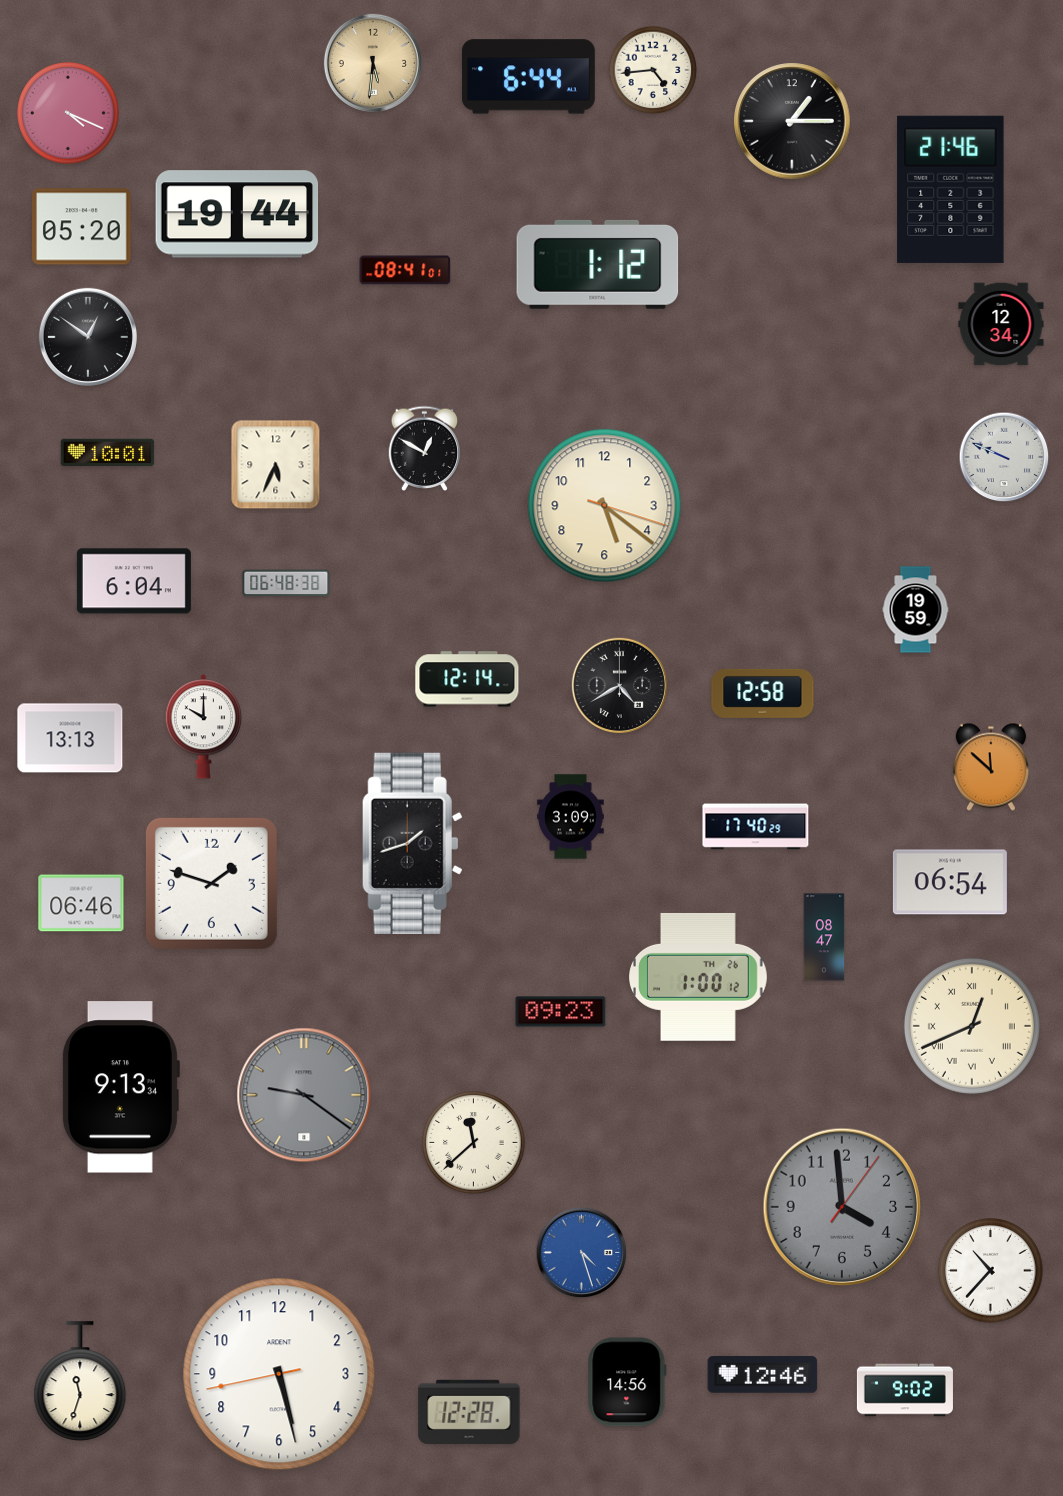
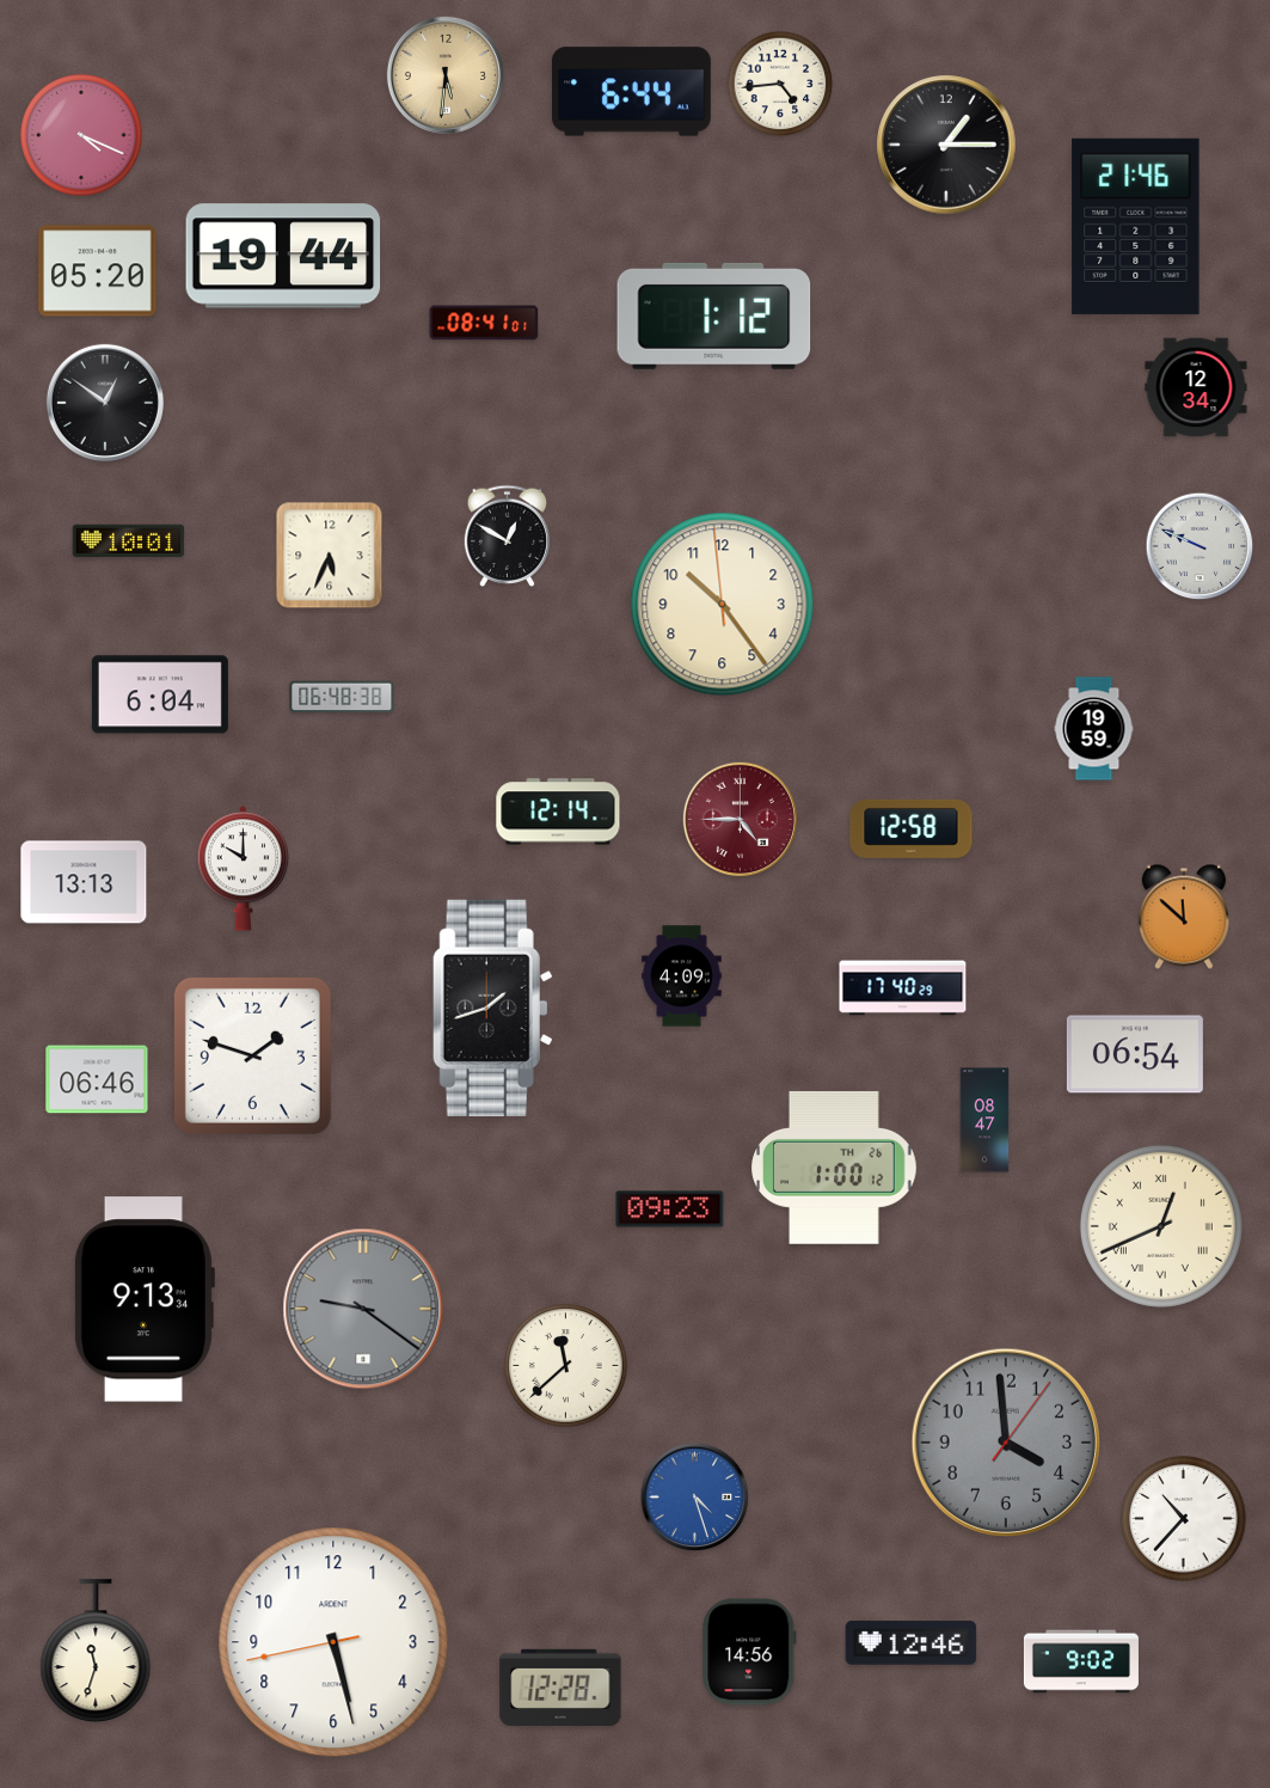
clock at (605, 506): 5:21 -> 10:23
clock at (619, 685): 4:40 -> 4:45
clock at (619, 685) dial: black -> burgundy
clock at (571, 817): 3:09 -> 4:09
